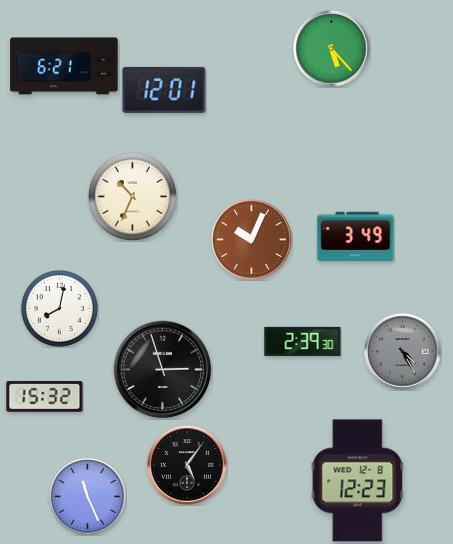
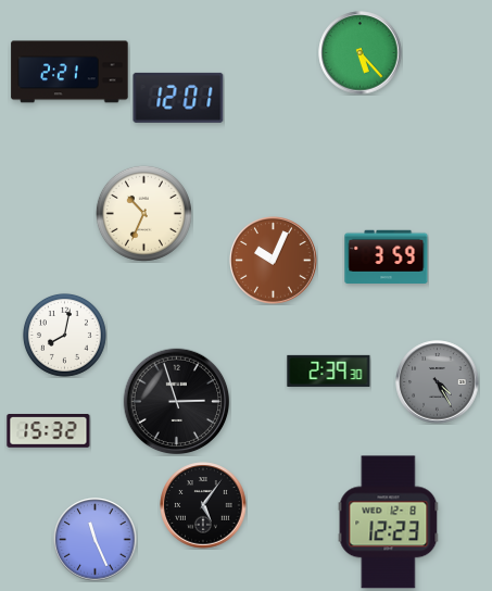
clock at (64, 66): 6:21 -> 2:21
clock at (356, 236): 3:49 -> 3:59
